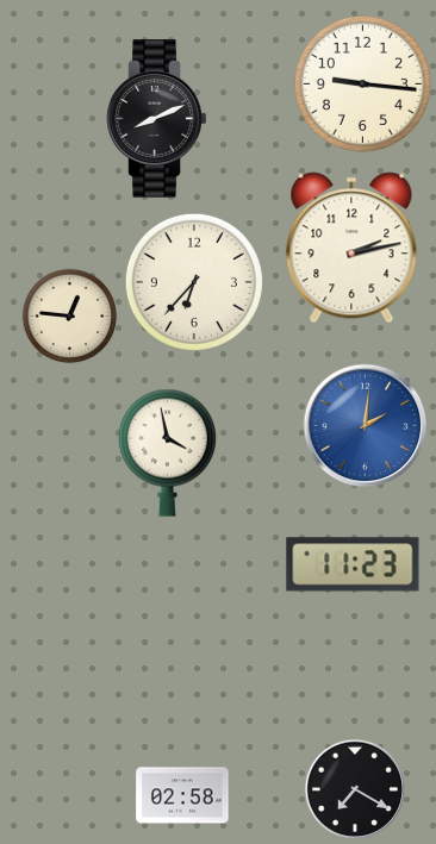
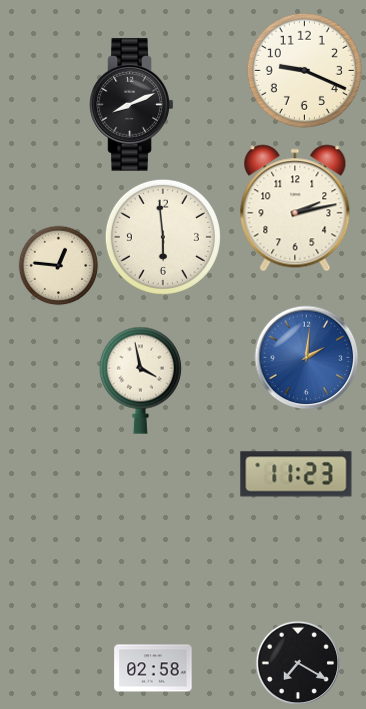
clock at (362, 83): 9:16 -> 9:19
clock at (157, 119) position: (157, 119) -> (132, 105)
clock at (194, 282): 6:37 -> 5:59
